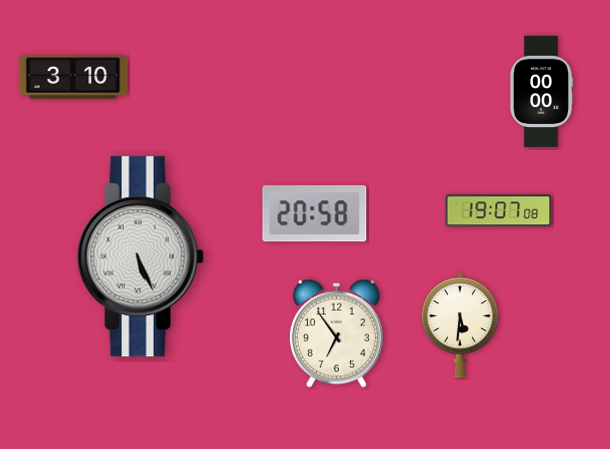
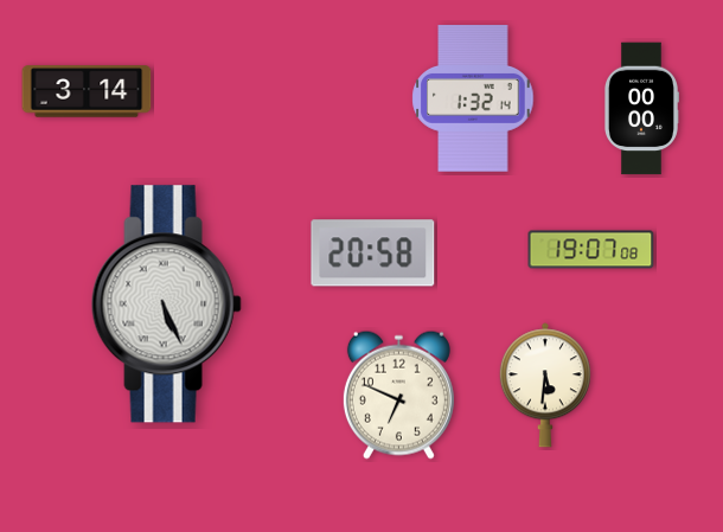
clock at (73, 77): 3:10 -> 3:14
clock at (473, 98): none -> 1:32
clock at (336, 333): 6:54 -> 6:49
